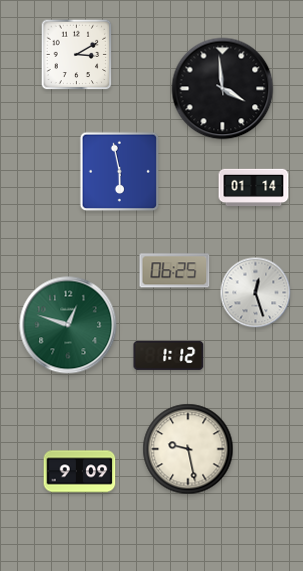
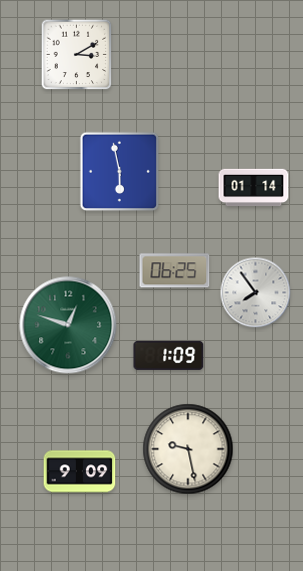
clock at (223, 89): 3:59 -> none
clock at (256, 293): 12:27 -> 7:54
clock at (169, 355): 1:12 -> 1:09
